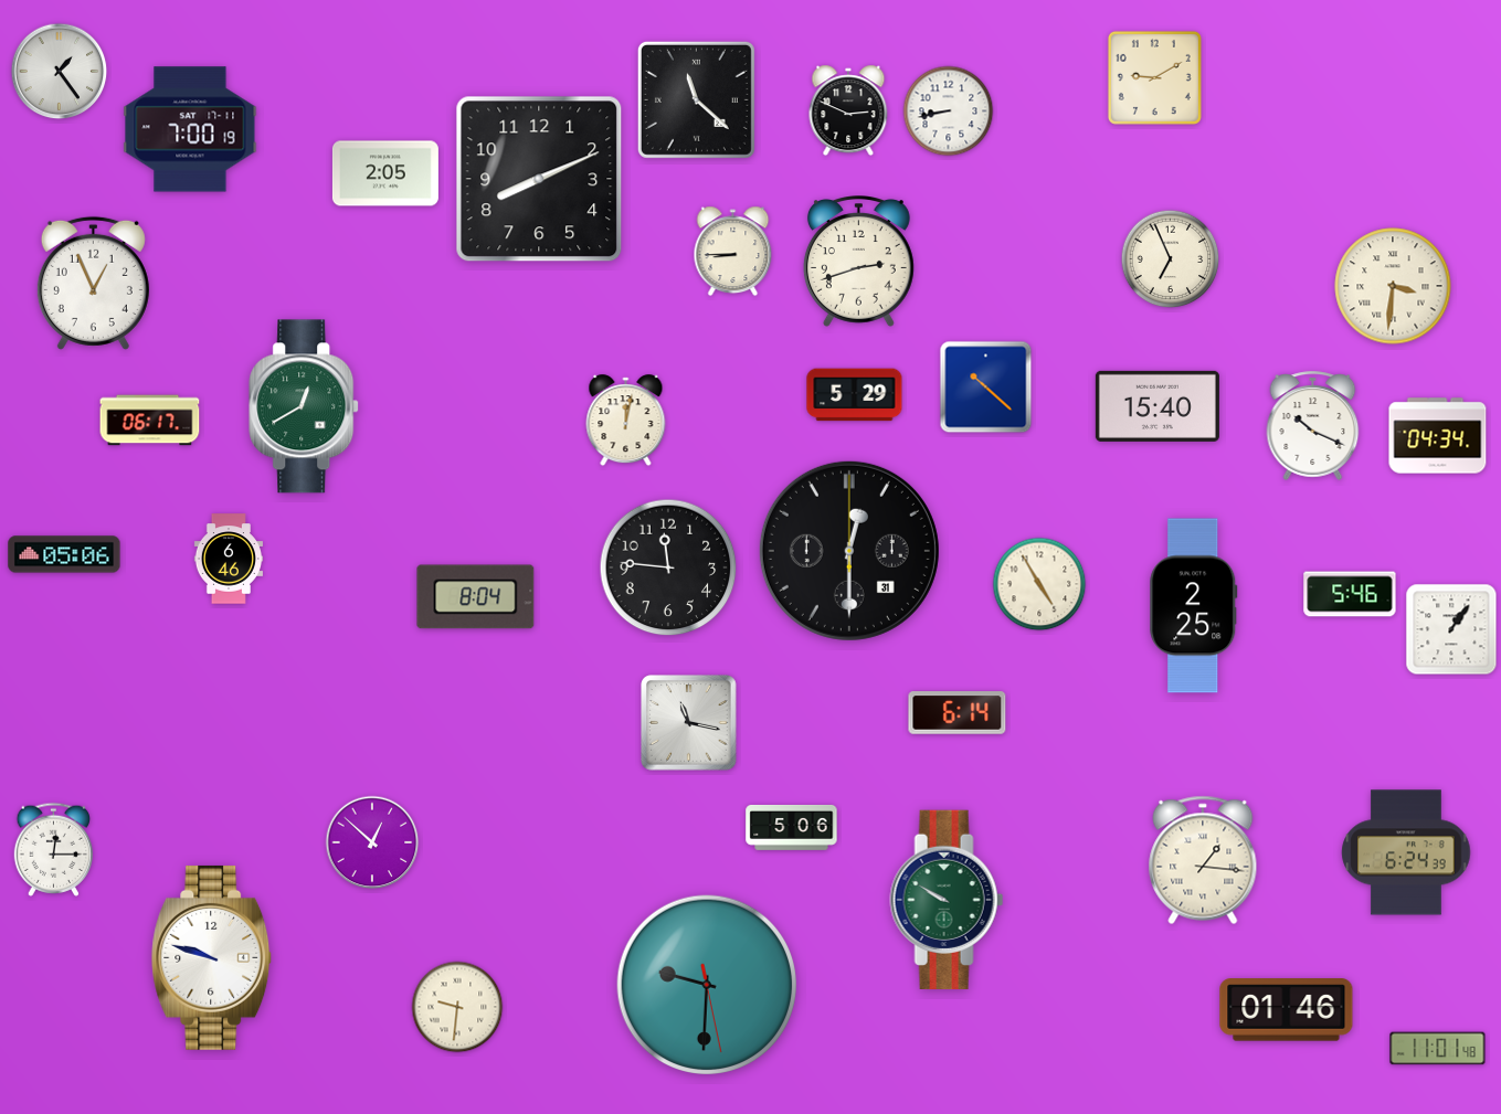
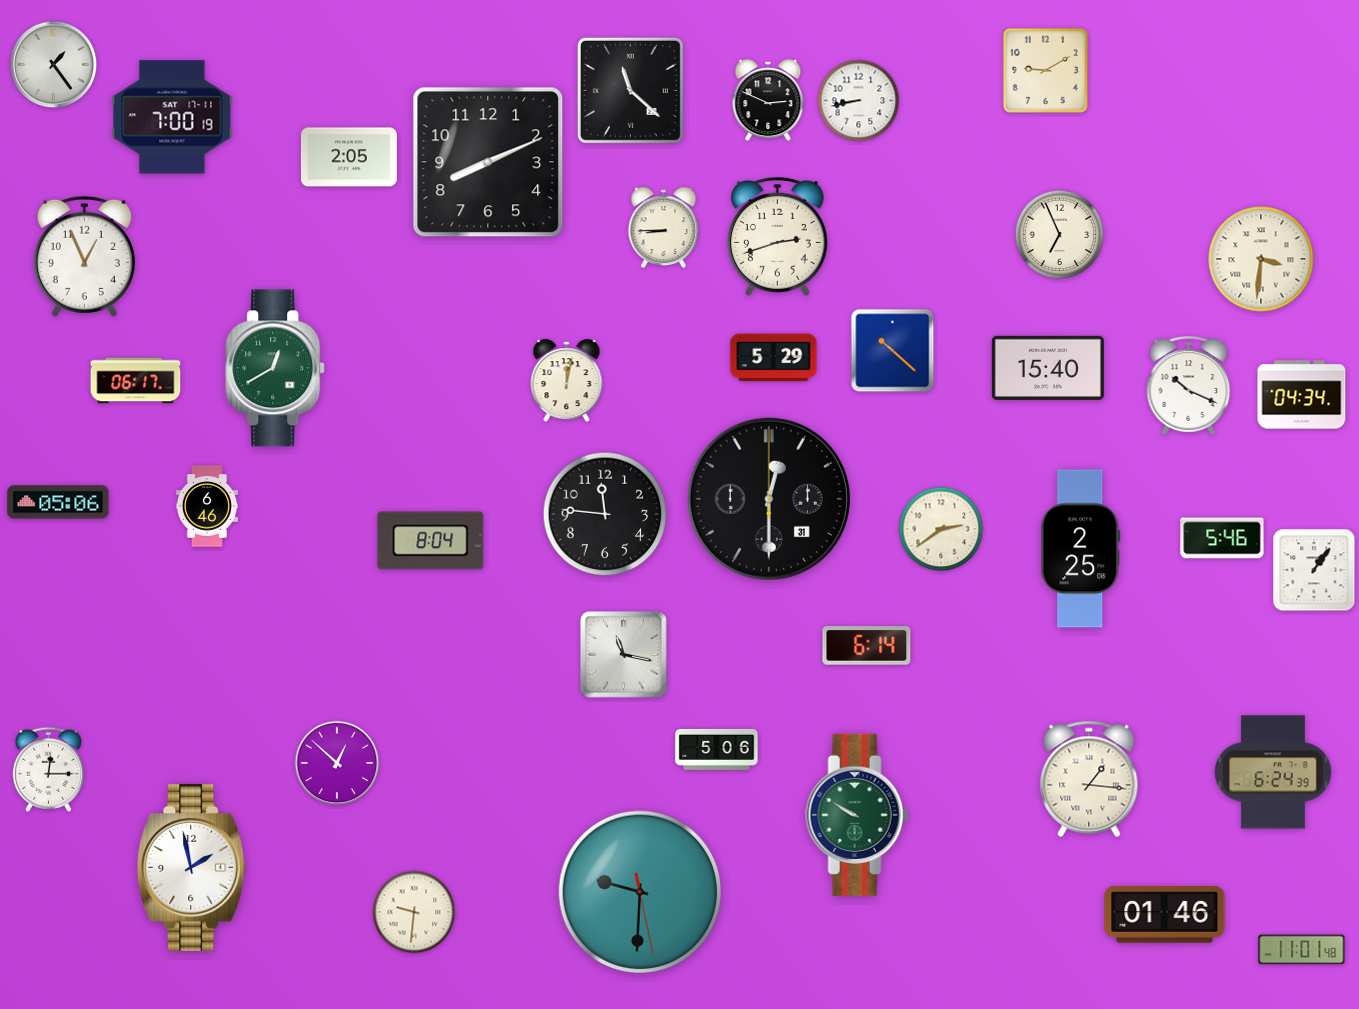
clock at (1039, 584): 4:55 -> 2:39
clock at (212, 957): 9:48 -> 1:58
